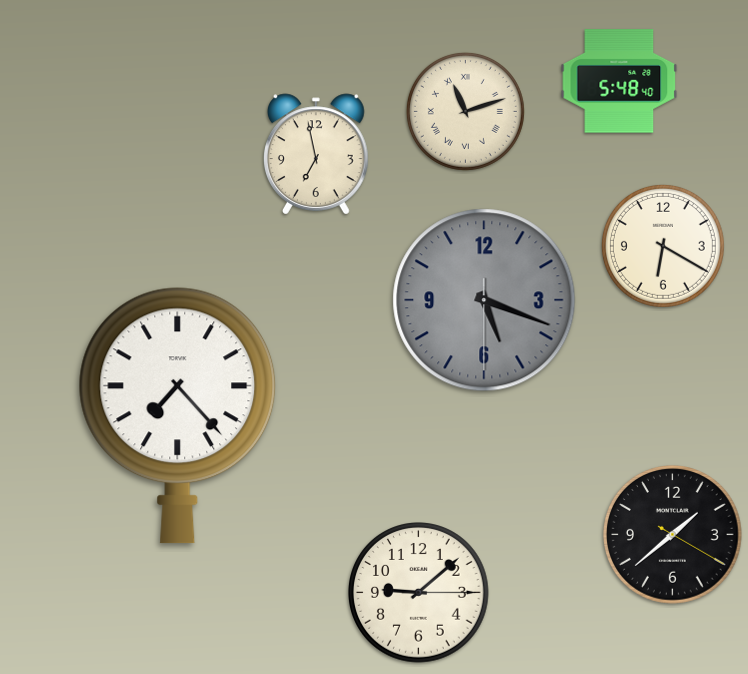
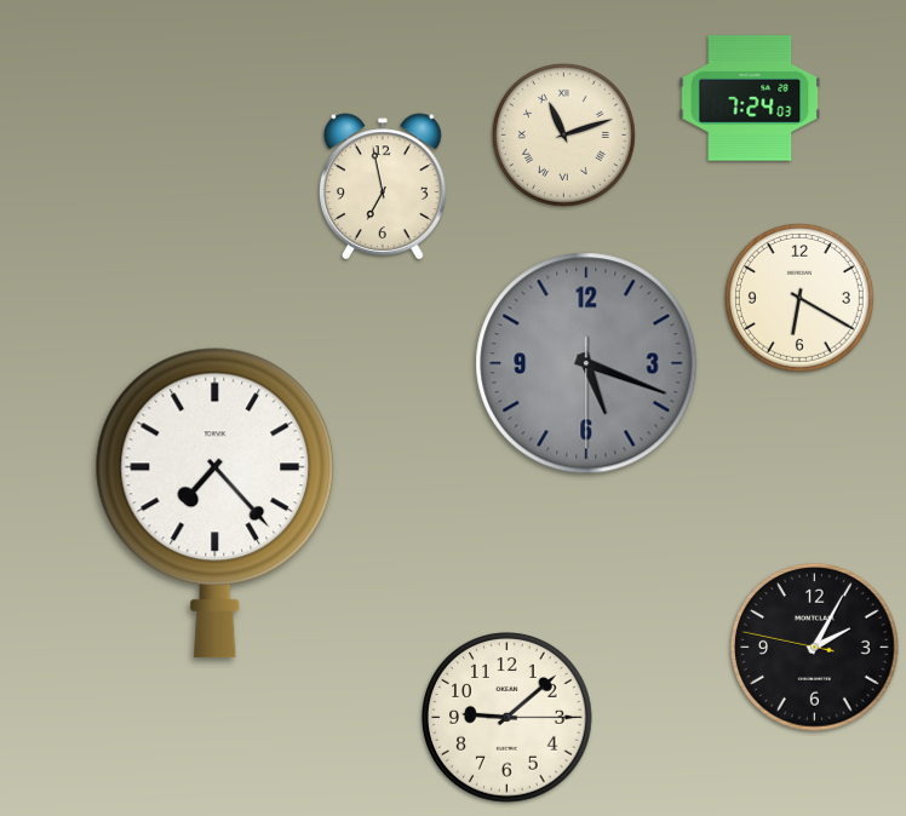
clock at (619, 81): 5:48 -> 7:24
clock at (663, 246) position: (663, 246) -> (799, 298)
clock at (673, 535): 1:38 -> 2:04
